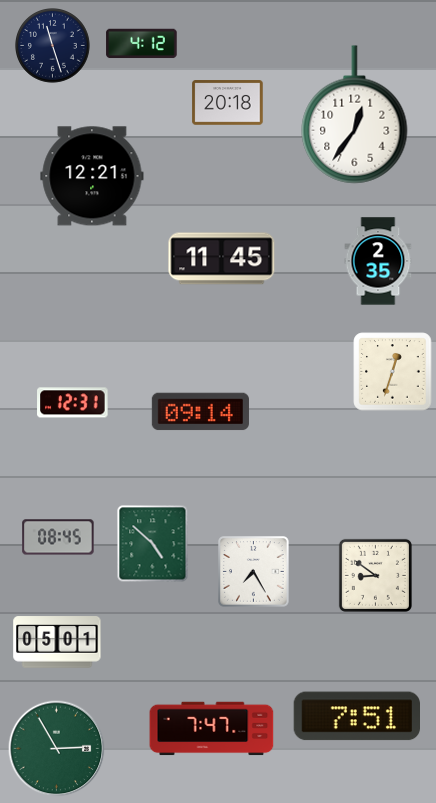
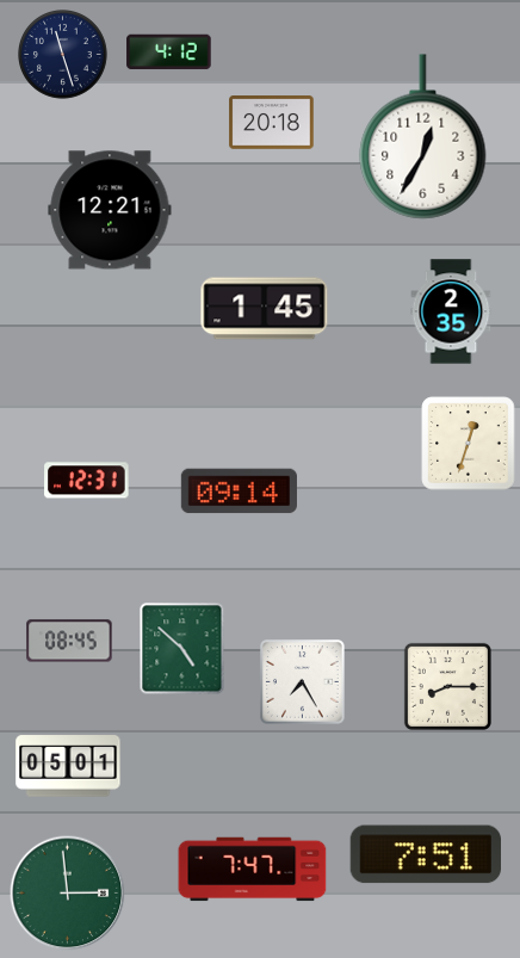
clock at (355, 115): 12:36 -> 12:35
clock at (222, 259): 11:45 -> 1:45
clock at (375, 575): 8:51 -> 8:15
clock at (57, 749): 2:55 -> 2:59
